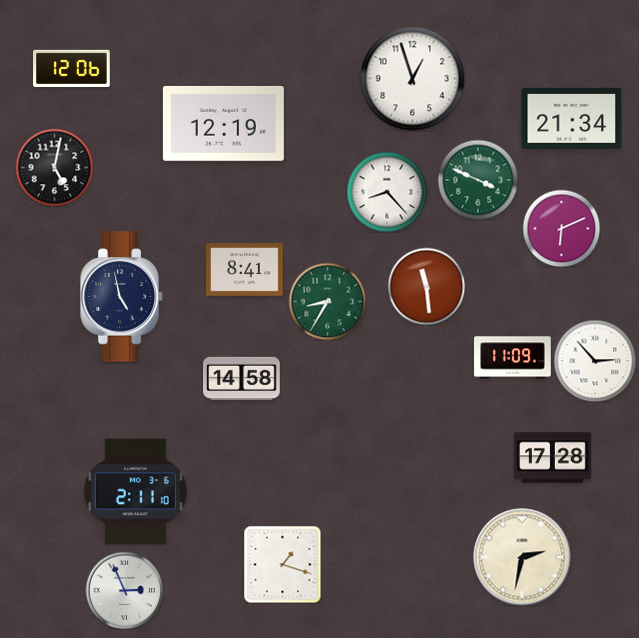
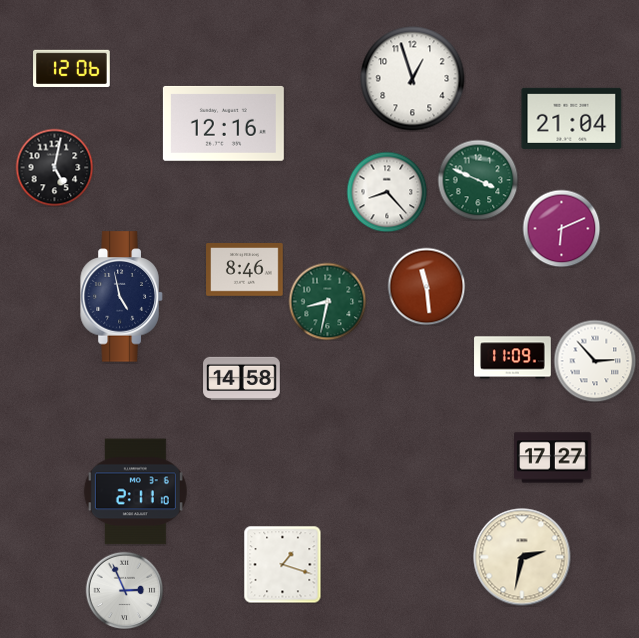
clock at (572, 118): 21:34 -> 21:04
clock at (223, 123): 12:19 -> 12:16
clock at (245, 270): 8:41 -> 8:46
clock at (327, 301): 8:35 -> 8:32
clock at (553, 458): 17:28 -> 17:27
